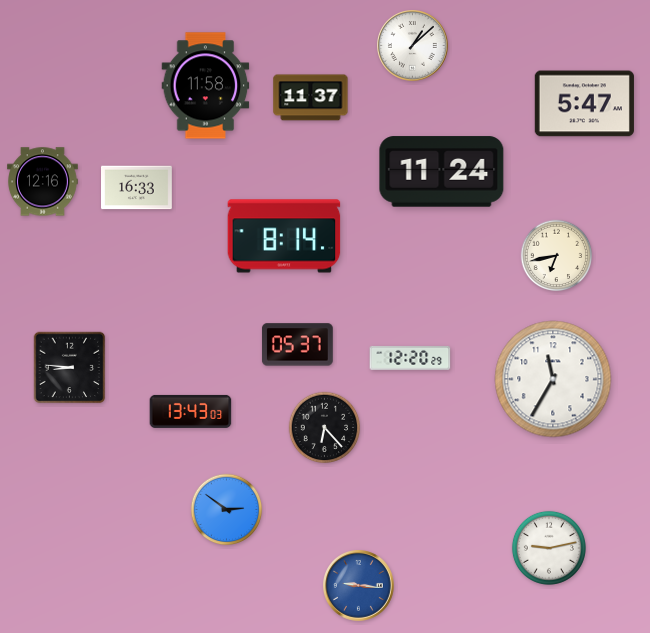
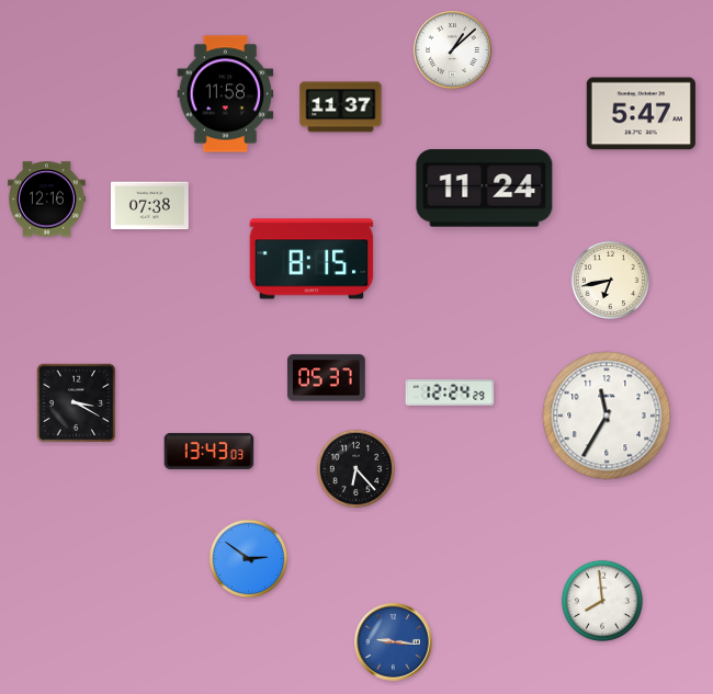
clock at (137, 188): 16:33 -> 07:38
clock at (284, 236): 8:14 -> 8:15
clock at (410, 358): 12:20 -> 12:24
clock at (70, 368): 8:46 -> 3:20
clock at (549, 548): 9:13 -> 7:59
